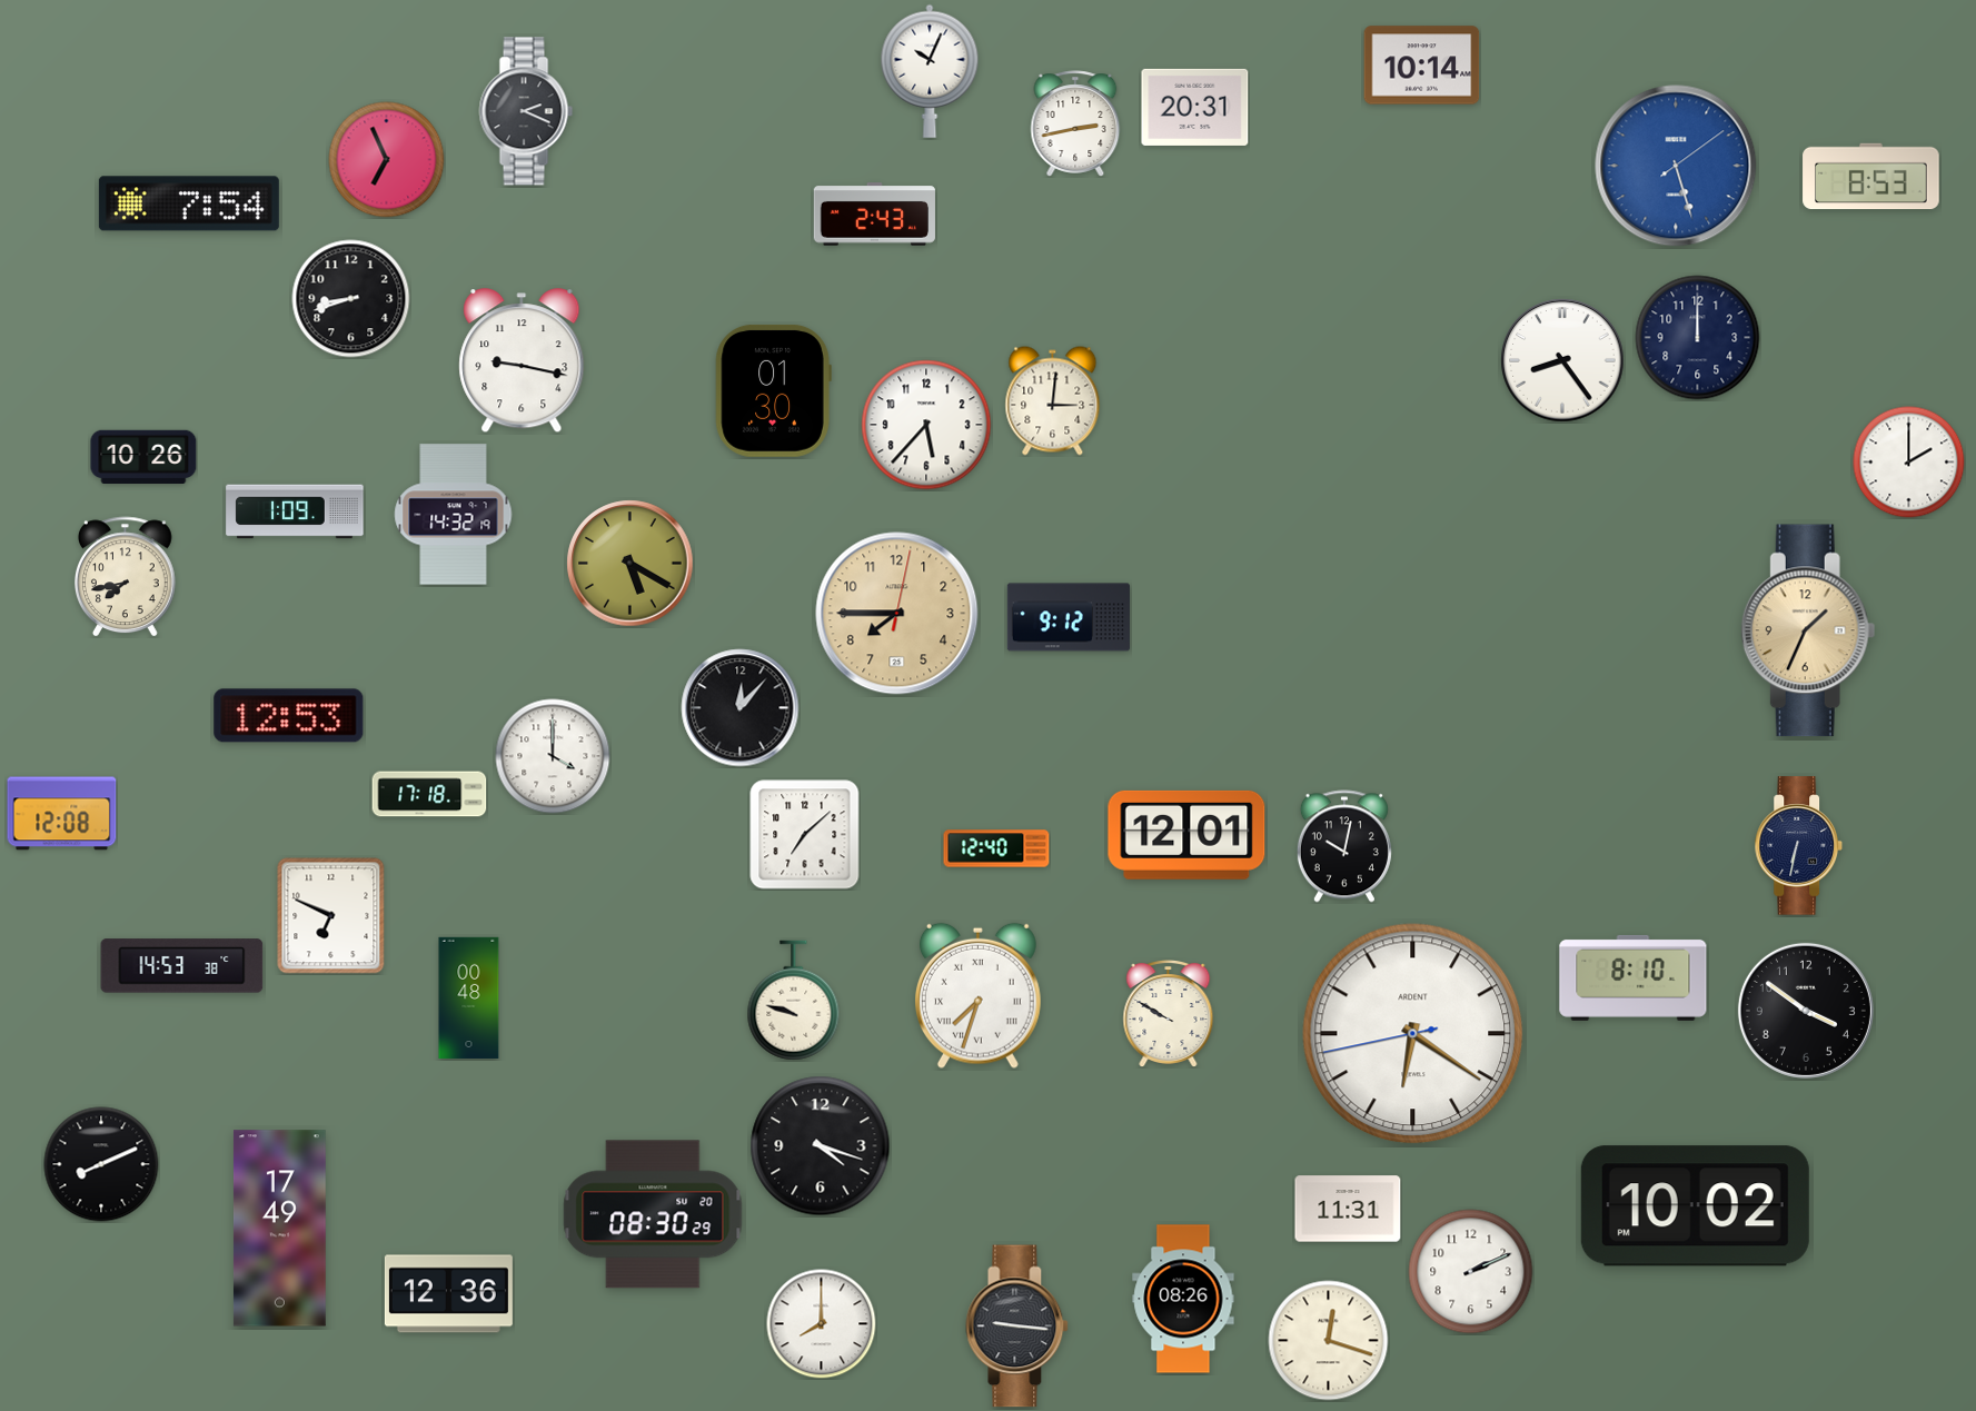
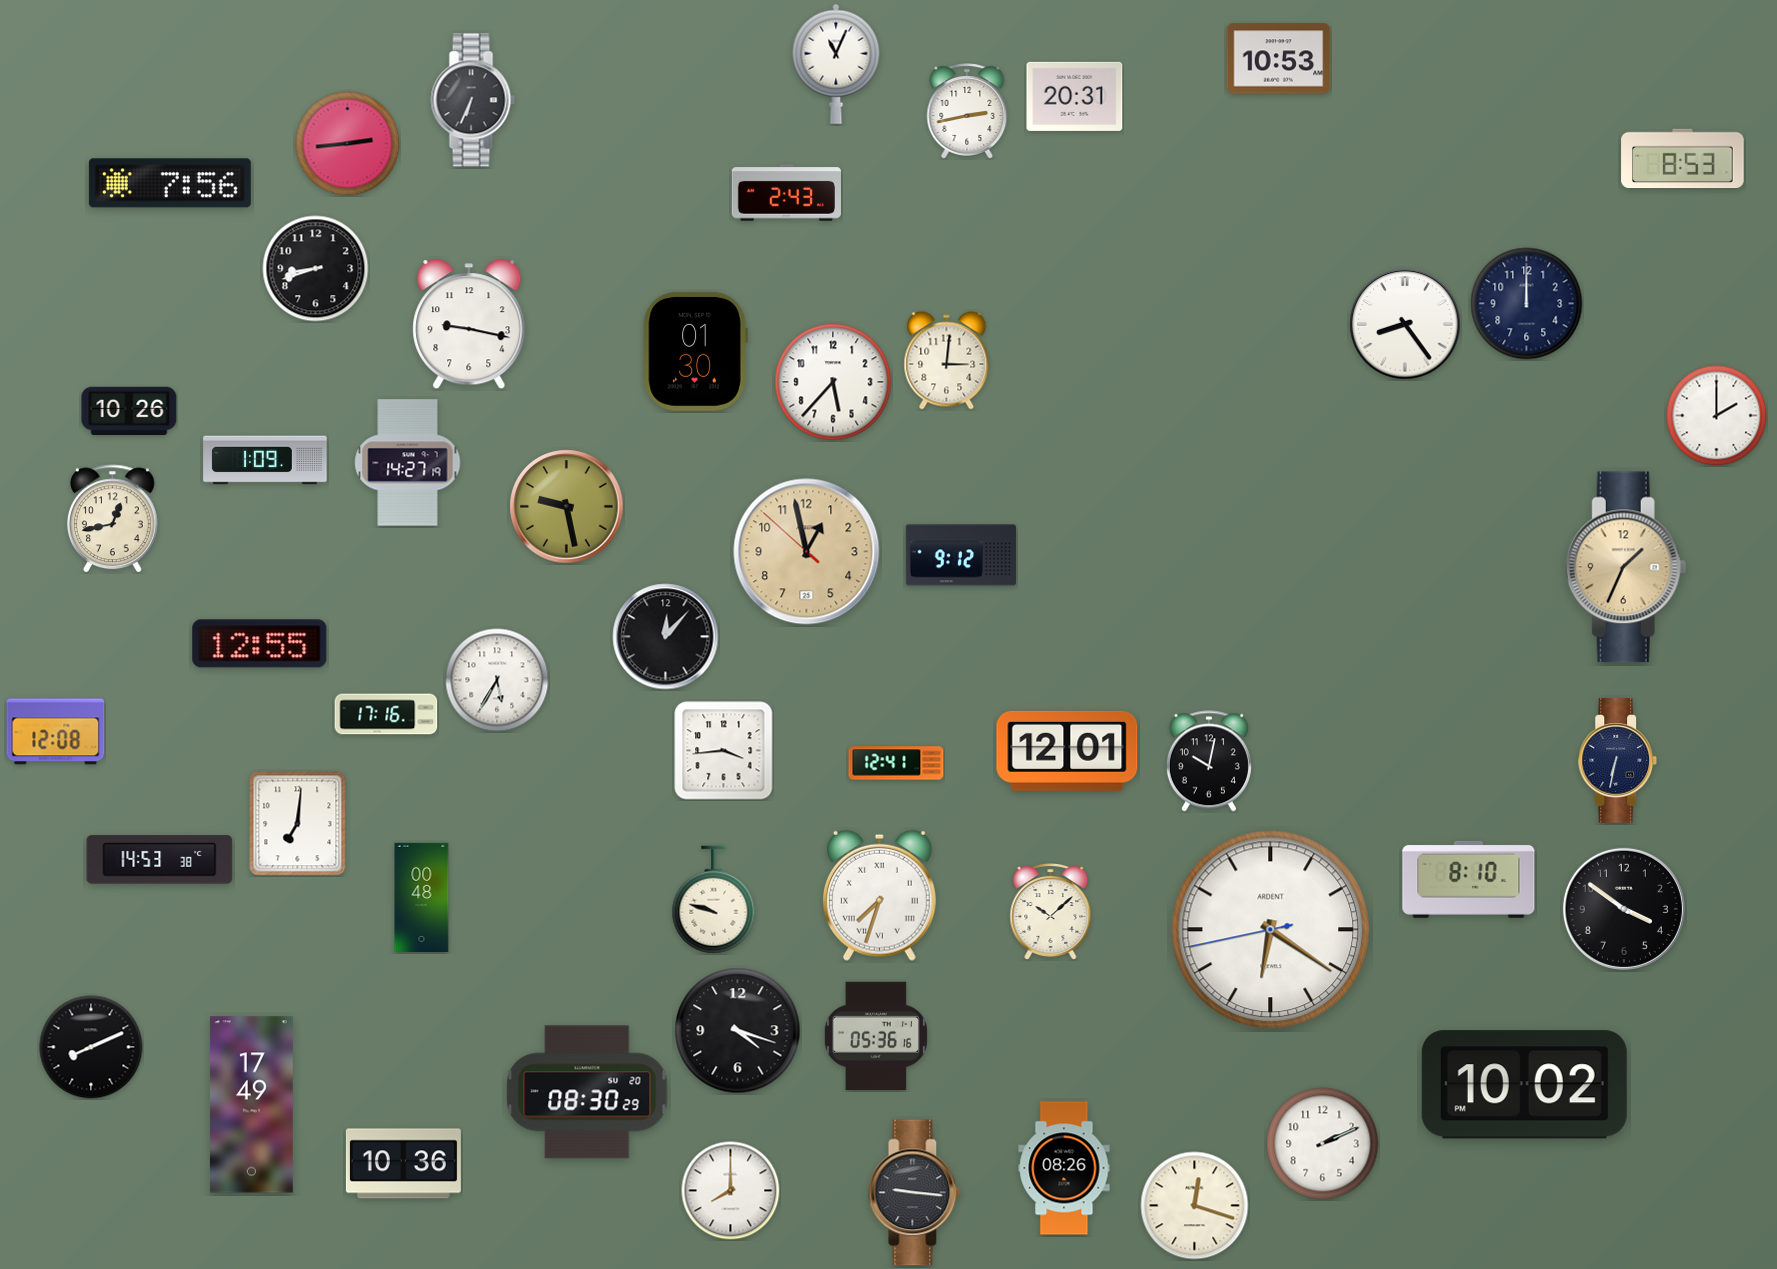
clock at (1422, 66): 10:14 -> 10:53
clock at (930, 71): 10:04 -> 11:04
clock at (526, 111): 2:19 -> 6:34
clock at (387, 160): 6:56 -> 2:44
clock at (1676, 166): 5:27 -> none
clock at (189, 203): 7:54 -> 7:56
clock at (454, 515): 14:32 -> 14:27
clock at (630, 564): 5:20 -> 9:28
clock at (125, 577): 7:43 -> 12:43
clock at (897, 614): 7:45 -> 12:57
clock at (289, 716): 12:53 -> 12:55
clock at (553, 756): 4:00 -> 5:35
clock at (429, 794): 17:18 -> 17:16
clock at (805, 835): 7:08 -> 3:44
clock at (996, 848): 12:40 -> 12:41
clock at (331, 916): 6:49 -> 7:01
clock at (182, 966) position: (182, 966) -> (160, 860)
clock at (1169, 1014): 9:50 -> 10:08
clock at (876, 1035): none -> 05:36
clock at (1348, 1209): 11:31 -> none
clock at (448, 1294): 12:36 -> 10:36
clock at (822, 1324) position: (822, 1324) -> (731, 1191)
